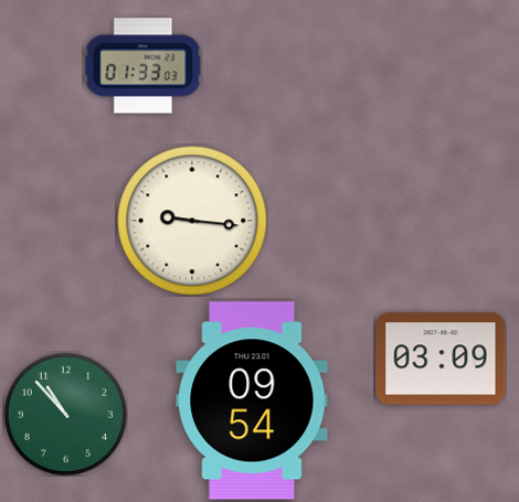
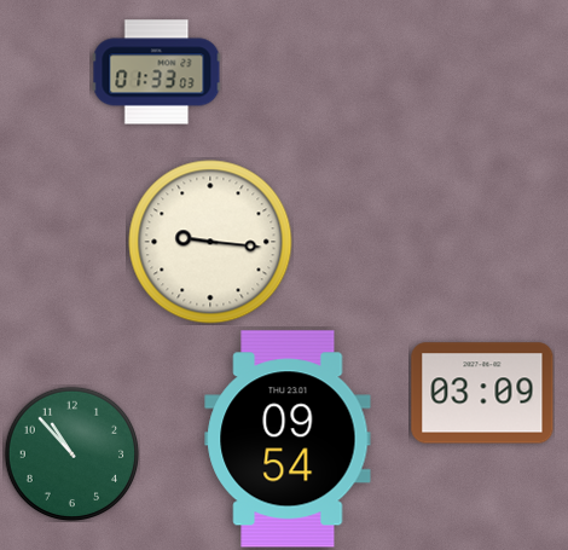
clock at (252, 400) position: (252, 400) -> (288, 439)
